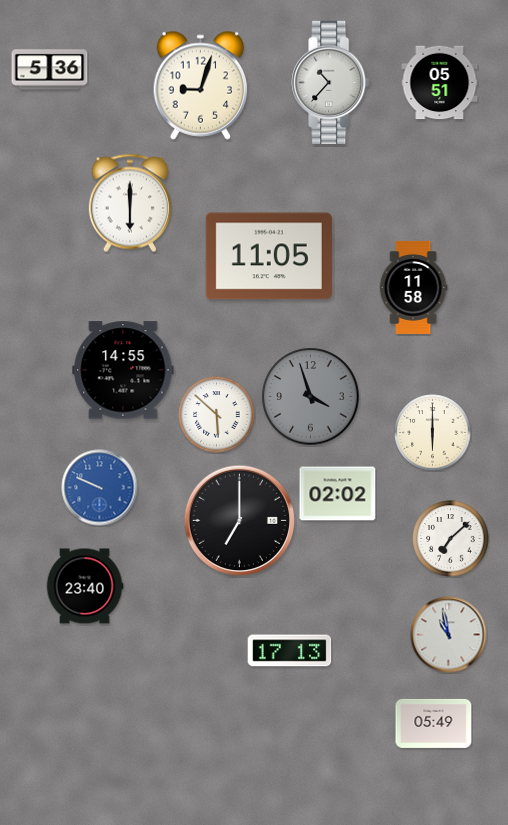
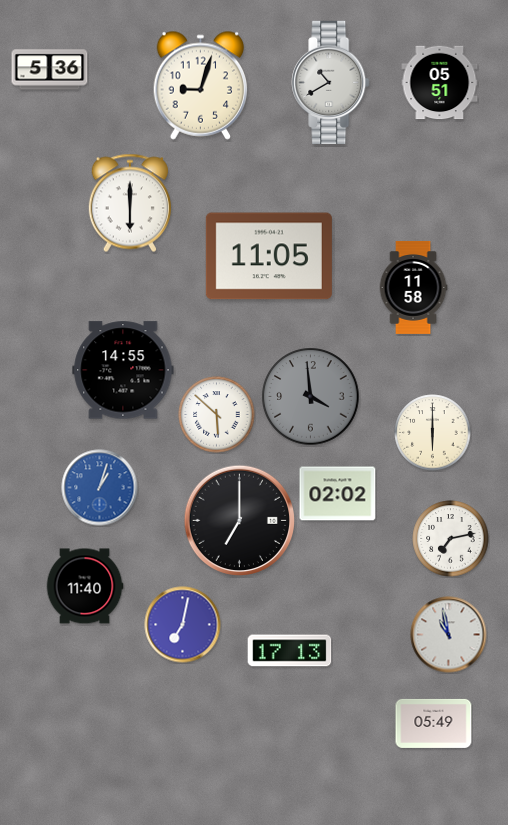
clock at (331, 82): 10:37 -> 10:40
clock at (311, 397): 3:57 -> 3:59
clock at (100, 488): 9:49 -> 1:03
clock at (451, 539): 7:08 -> 7:13
clock at (85, 586): 23:40 -> 11:40
clock at (183, 625): none -> 7:02
